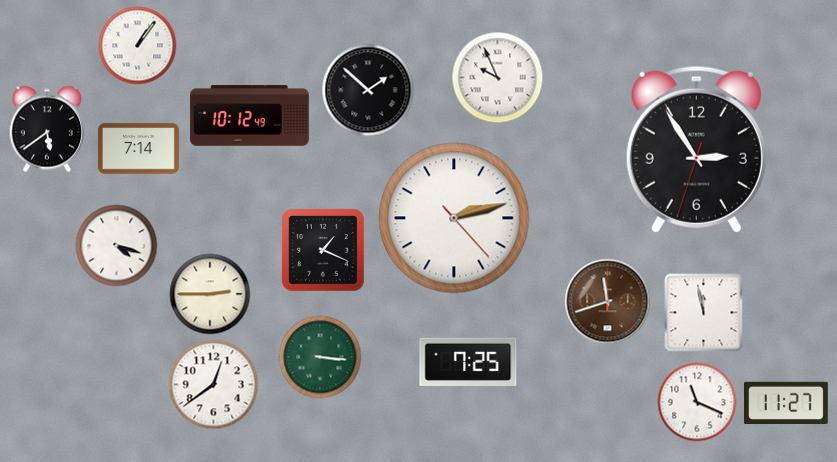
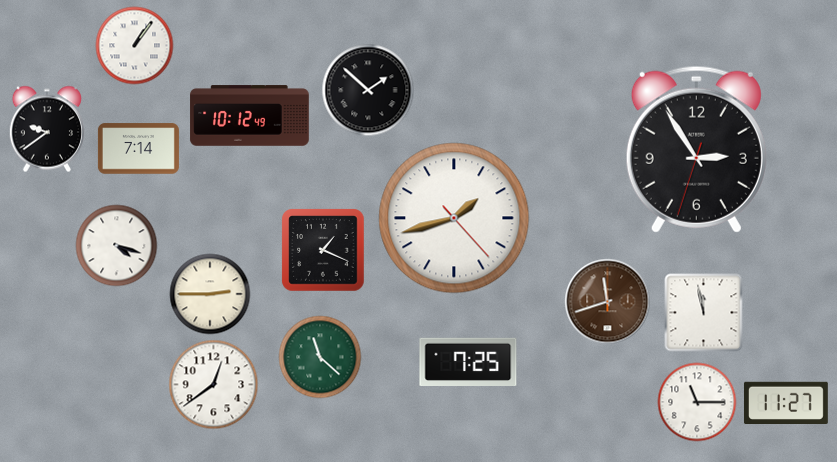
clock at (138, 46) position: (138, 46) -> (135, 46)
clock at (498, 78): 9:56 -> none
clock at (47, 129): 5:39 -> 9:39
clock at (454, 218): 2:12 -> 1:42
clock at (320, 357): 3:16 -> 11:22
clock at (697, 402): 11:19 -> 11:15
